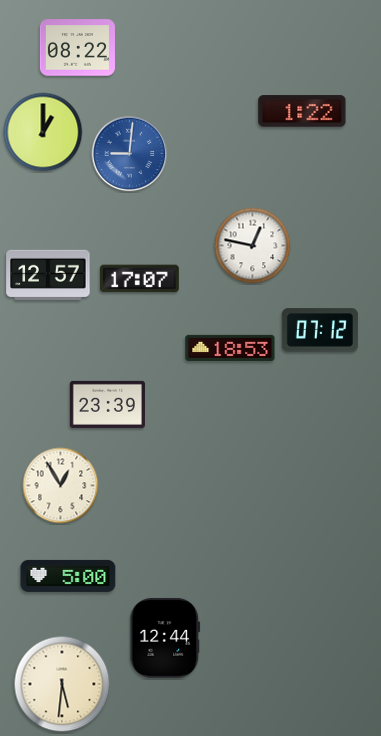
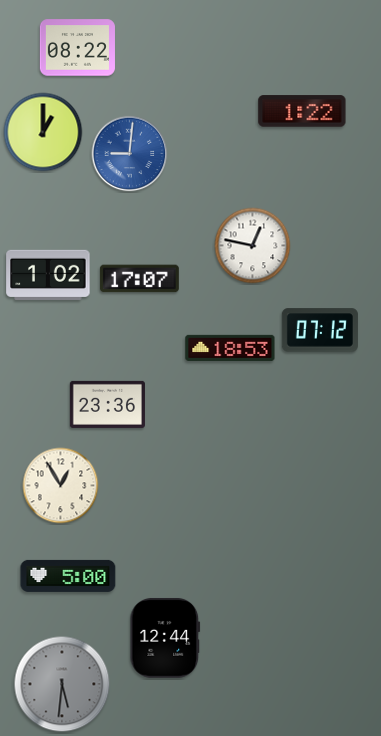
clock at (48, 275): 12:57 -> 1:02
clock at (107, 404): 23:39 -> 23:36
clock at (62, 684) dial: cream -> grey
